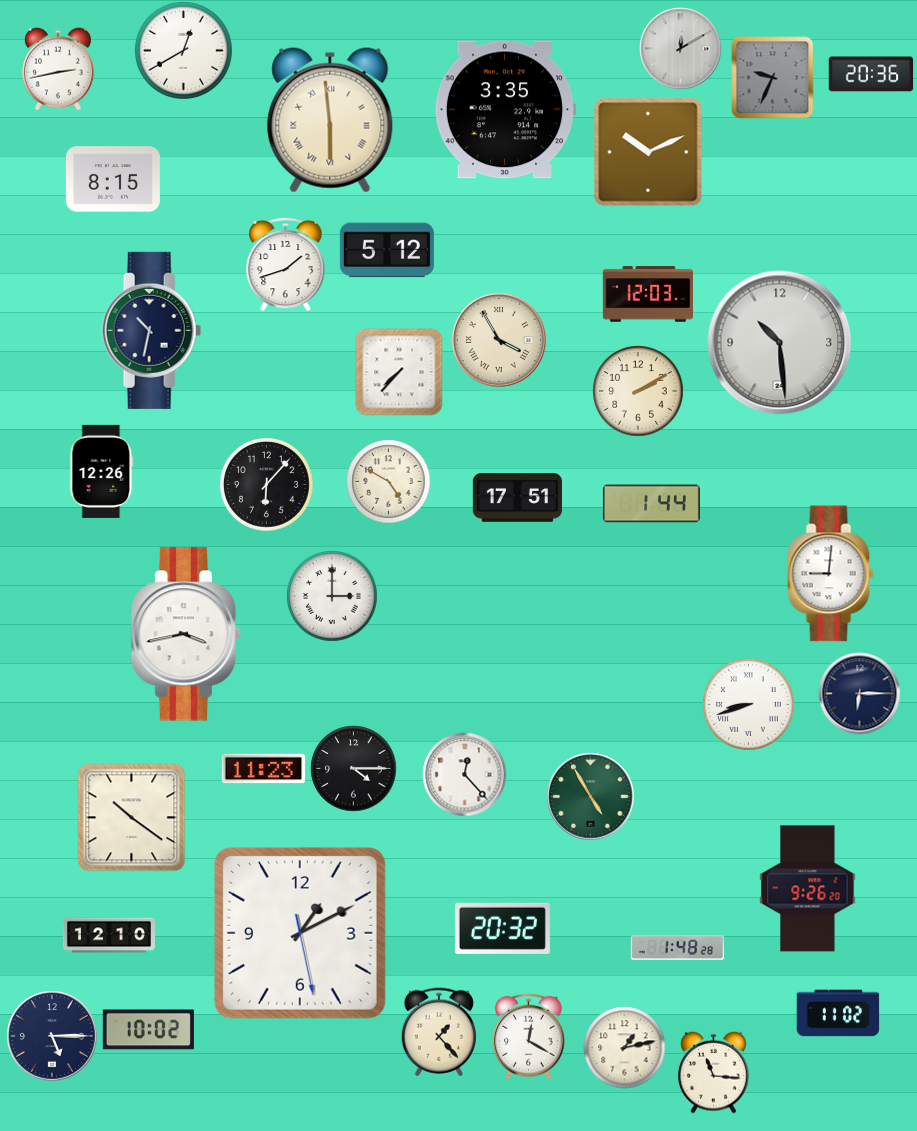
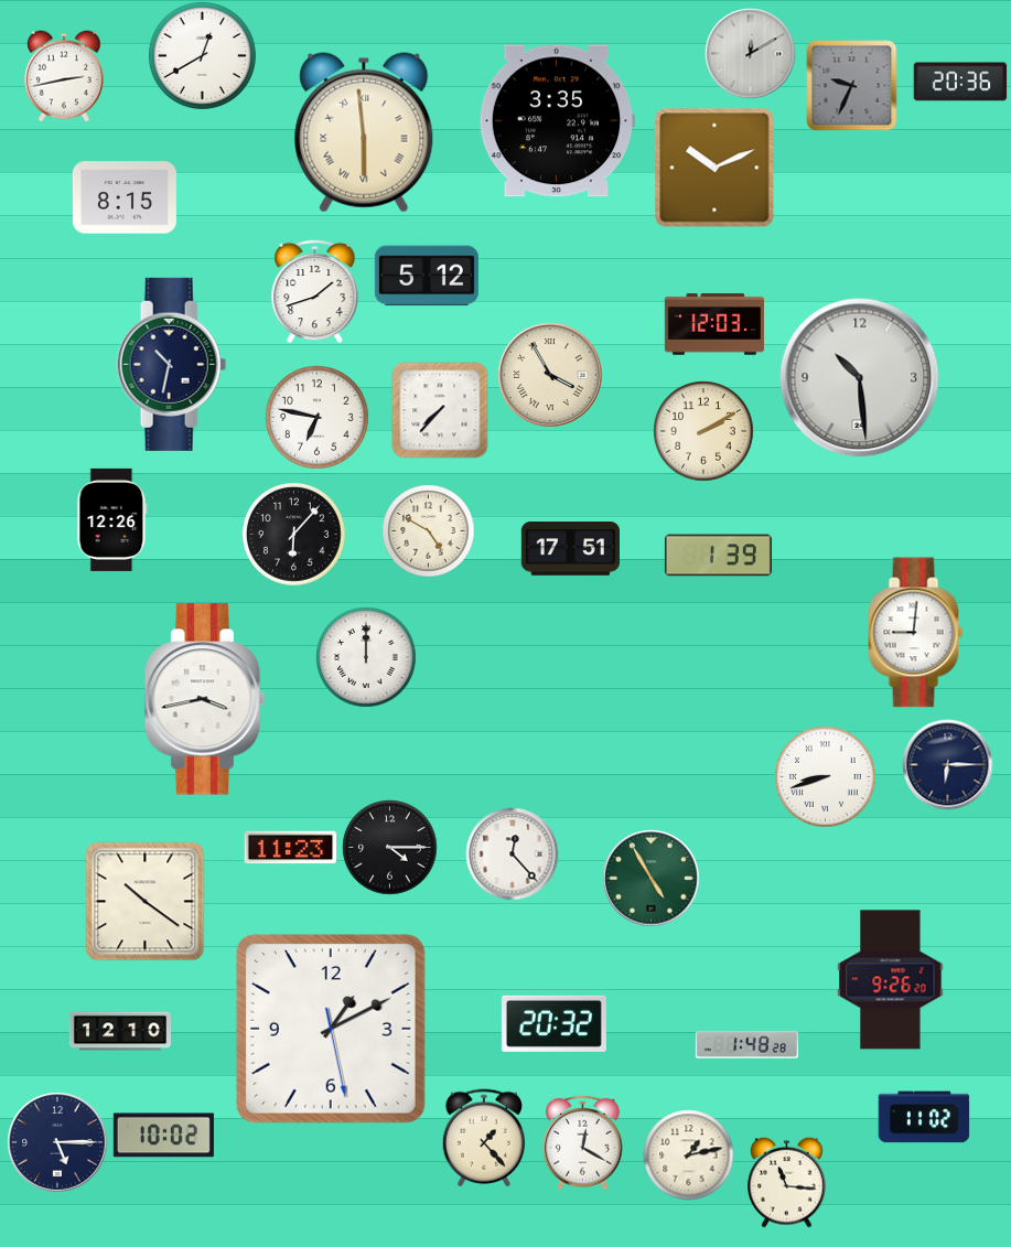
clock at (152, 330) position: (152, 330) -> (172, 364)
clock at (318, 418): none -> 6:47
clock at (651, 504): 1:44 -> 1:39
clock at (332, 596): 3:00 -> 12:00
